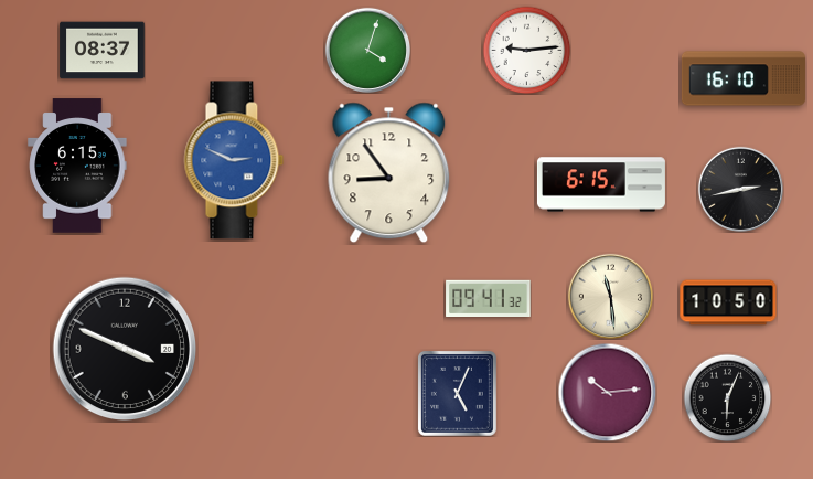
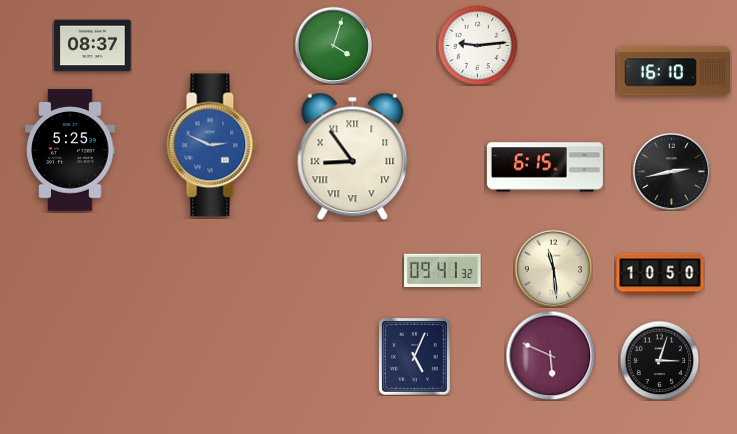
clock at (77, 166): 6:15 -> 5:25
clock at (389, 173) numerals: Arabic -> Roman
clock at (124, 348): 3:49 -> none
clock at (607, 392): 10:14 -> 5:49
clock at (727, 397): 6:04 -> 3:03
